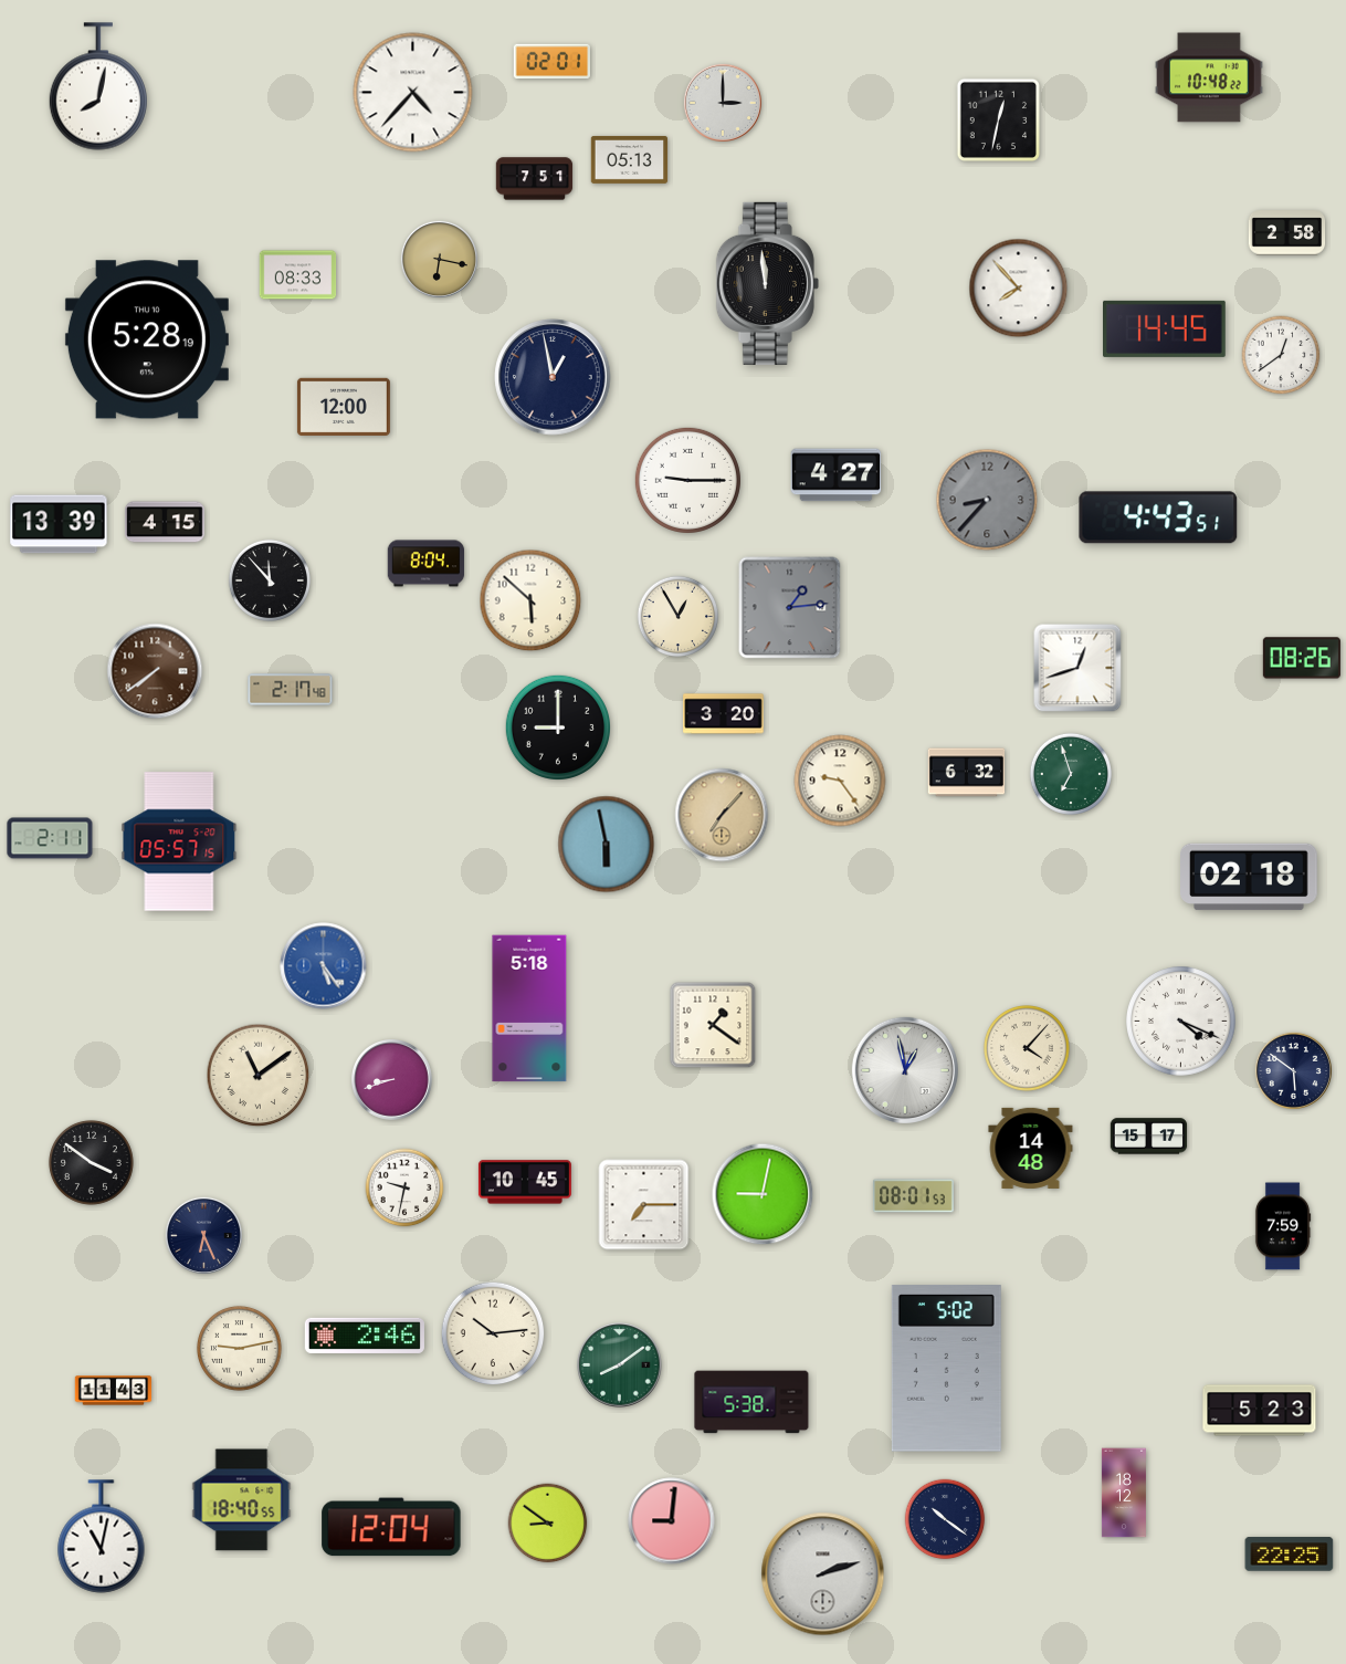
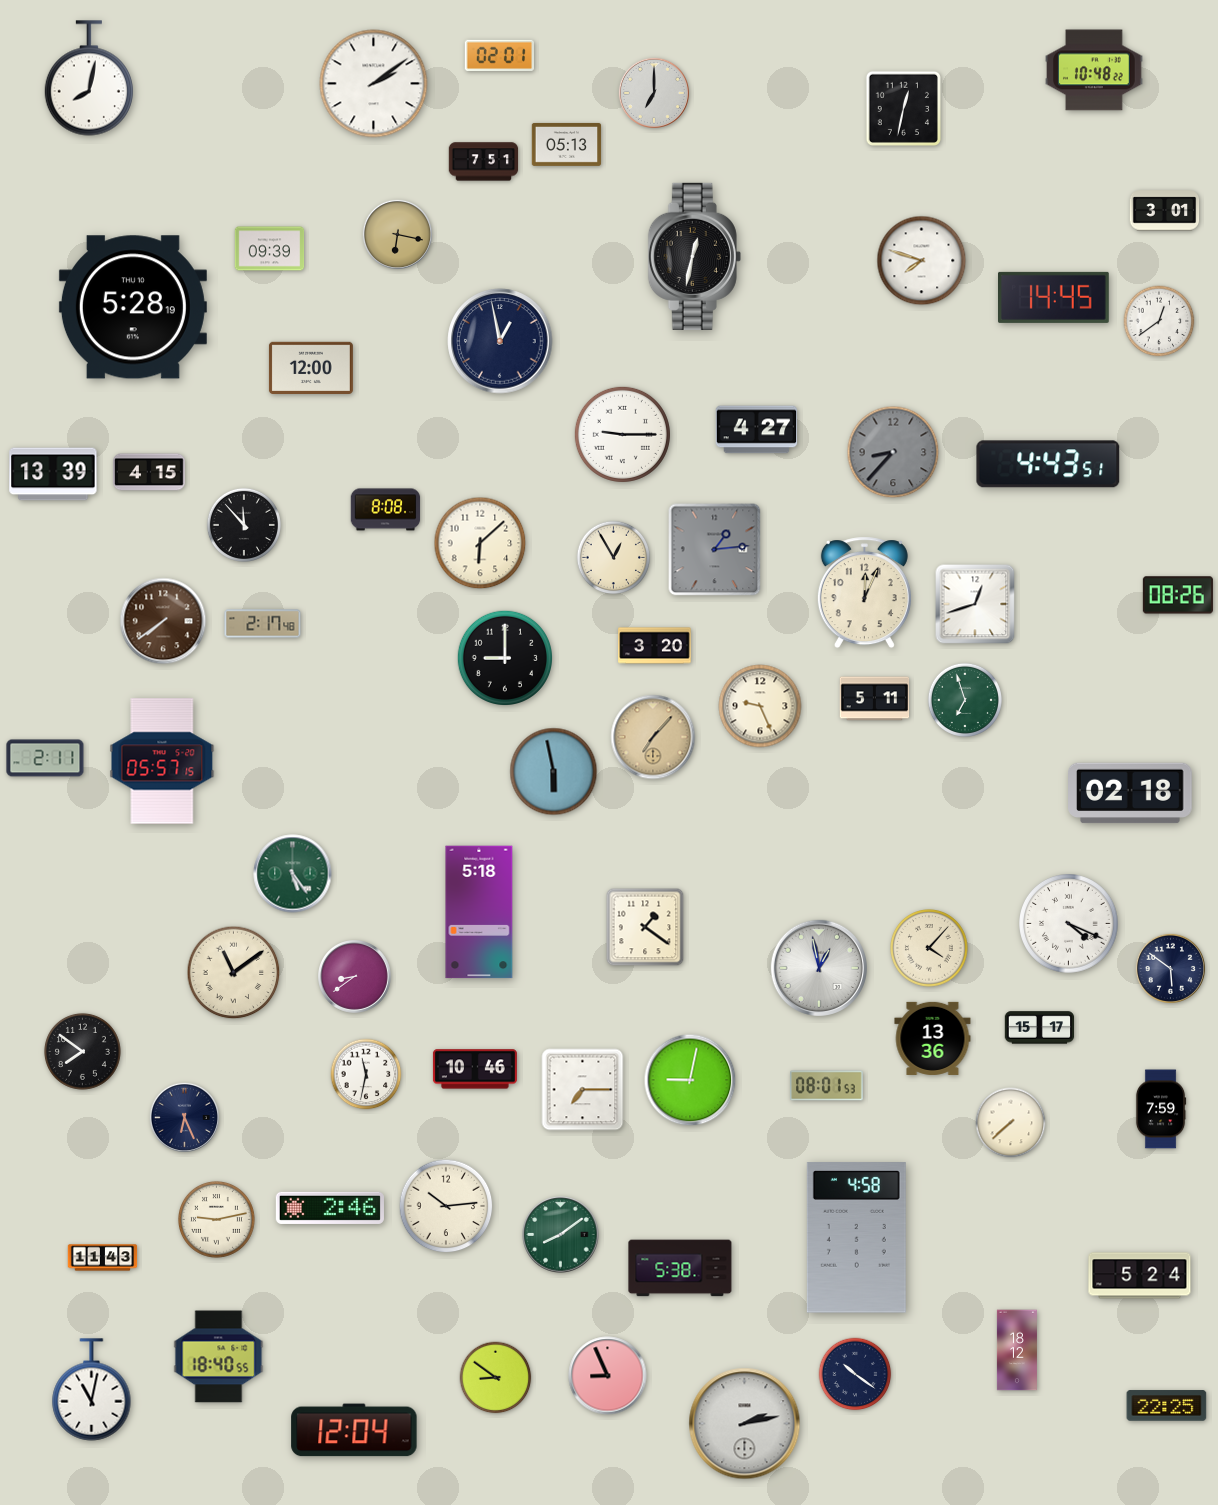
clock at (413, 93): 4:37 -> 2:09
clock at (723, 103): 3:00 -> 7:00
clock at (630, 159) position: (630, 159) -> (567, 144)
clock at (1287, 233): 2:58 -> 3:01
clock at (298, 275): 08:33 -> 09:39
clock at (767, 283): 11:59 -> 12:32
clock at (1019, 289): 7:53 -> 7:48
clock at (1158, 517) position: (1158, 517) -> (1048, 464)
clock at (427, 564): 8:04 -> 8:08
clock at (530, 600): 5:52 -> 6:08
clock at (864, 593): none -> 12:04
clock at (155, 671) position: (155, 671) -> (163, 621)
clock at (967, 773): 6:32 -> 5:11
clock at (1070, 773) position: (1070, 773) -> (964, 699)
clock at (840, 781): 9:24 -> 9:26
clock at (607, 845) position: (607, 845) -> (554, 772)
clock at (324, 966) dial: blue -> green
clock at (392, 1080): 8:42 -> 8:39
clock at (1031, 1148): 14:48 -> 13:36
clock at (91, 1162): 3:51 -> 7:51
clock at (525, 1182): 10:45 -> 10:46
clock at (404, 1187): 9:32 -> 11:32
clock at (914, 1196) position: (914, 1196) -> (827, 1086)
clock at (1011, 1123): none -> 7:38
clock at (946, 1369): 5:02 -> 4:58
clock at (1260, 1411): 5:23 -> 5:24
clock at (672, 1521): 9:01 -> 8:56
clock at (391, 1527) position: (391, 1527) -> (354, 1430)
clock at (823, 1574): 2:12 -> 2:13
